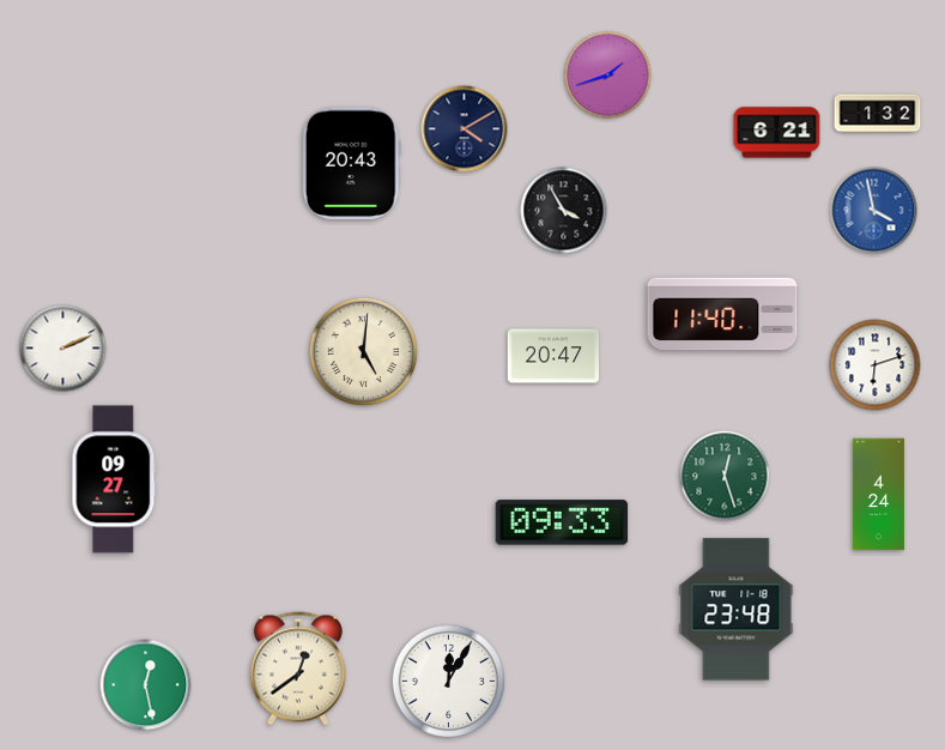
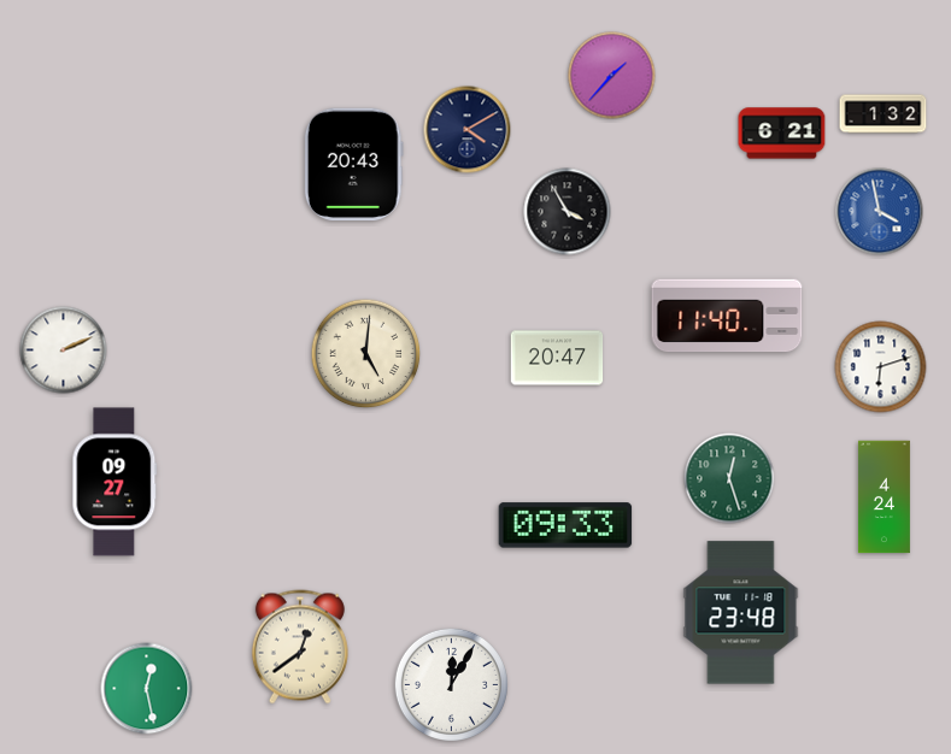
clock at (608, 75): 1:42 -> 1:37
clock at (298, 669) position: (298, 669) -> (300, 647)
